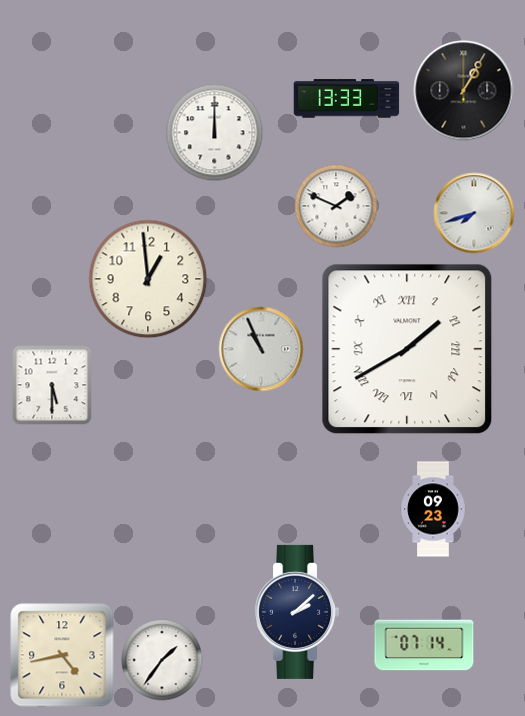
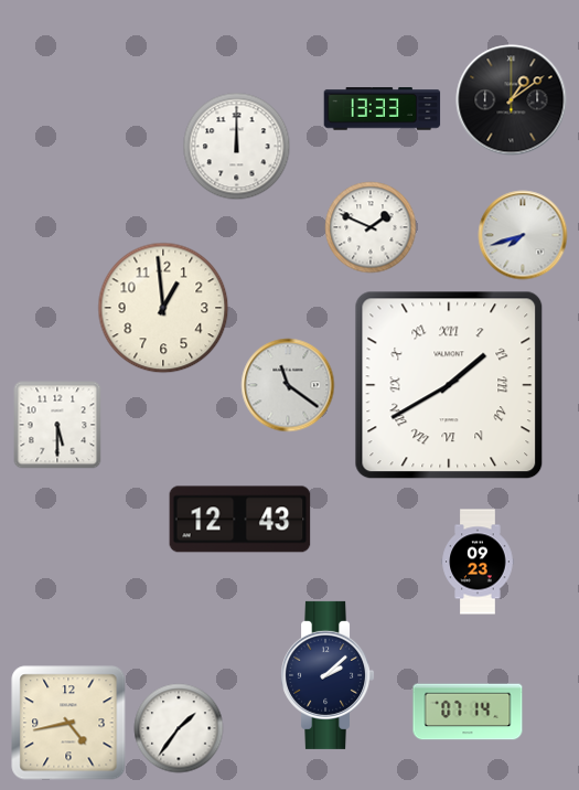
clock at (464, 91): 1:05 -> 1:09
clock at (261, 349): 10:56 -> 11:21
clock at (240, 520): none -> 12:43
